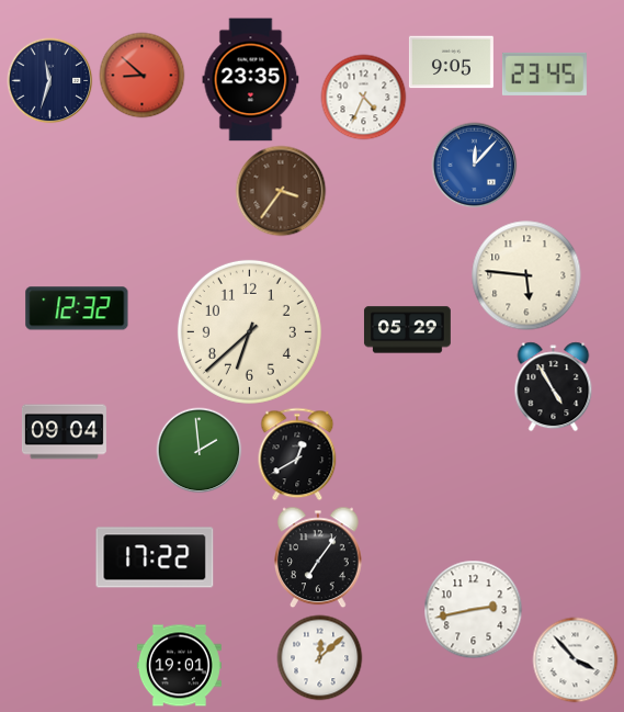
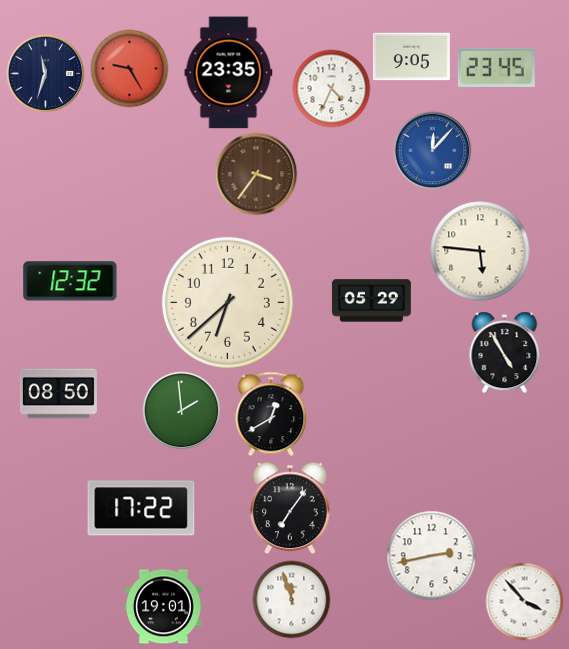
clock at (141, 75): 8:52 -> 9:25
clock at (64, 432): 09:04 -> 08:50
clock at (319, 657): 12:08 -> 11:57
